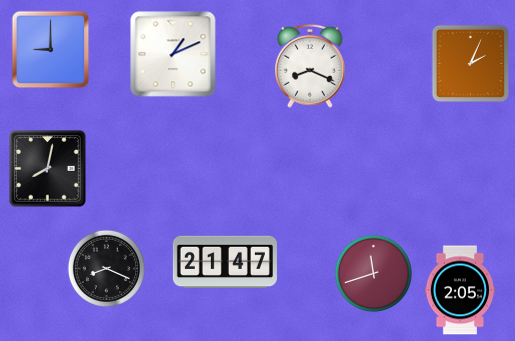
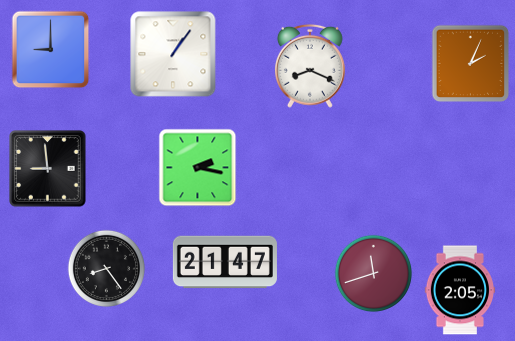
clock at (173, 54): 1:11 -> 1:06
clock at (197, 167): none -> 2:17
clock at (48, 169): 8:02 -> 8:59
clock at (106, 268): 8:19 -> 8:24
